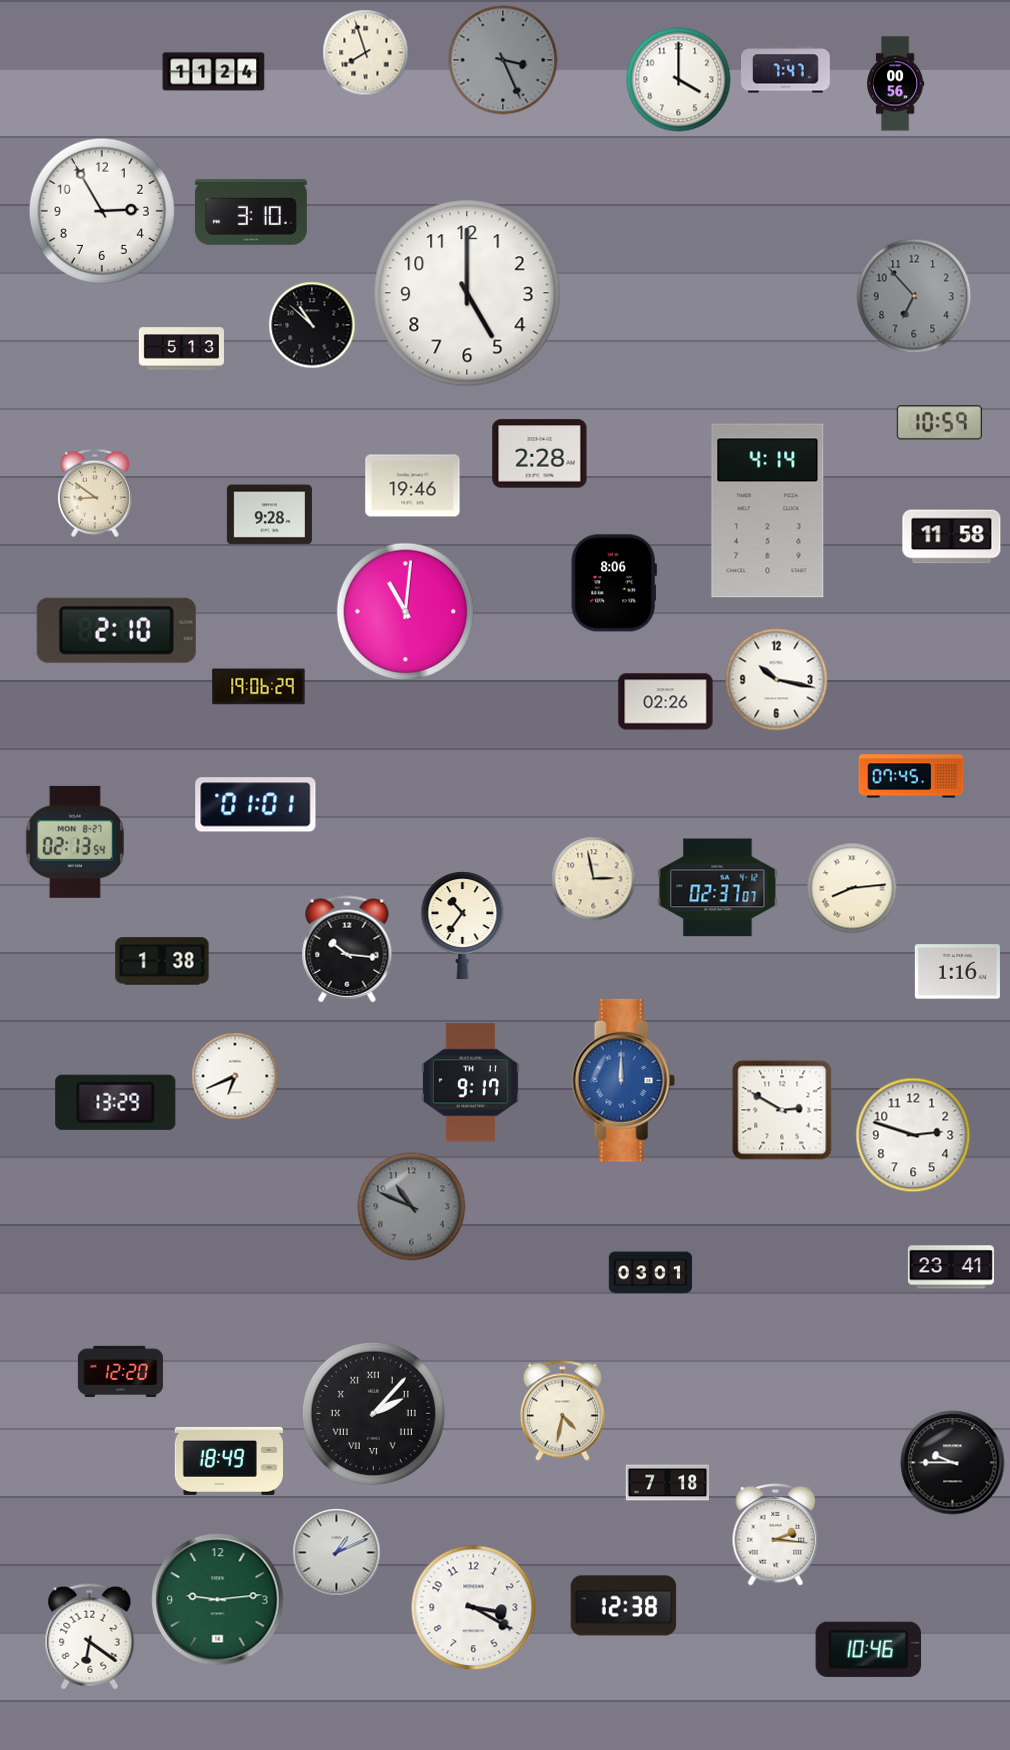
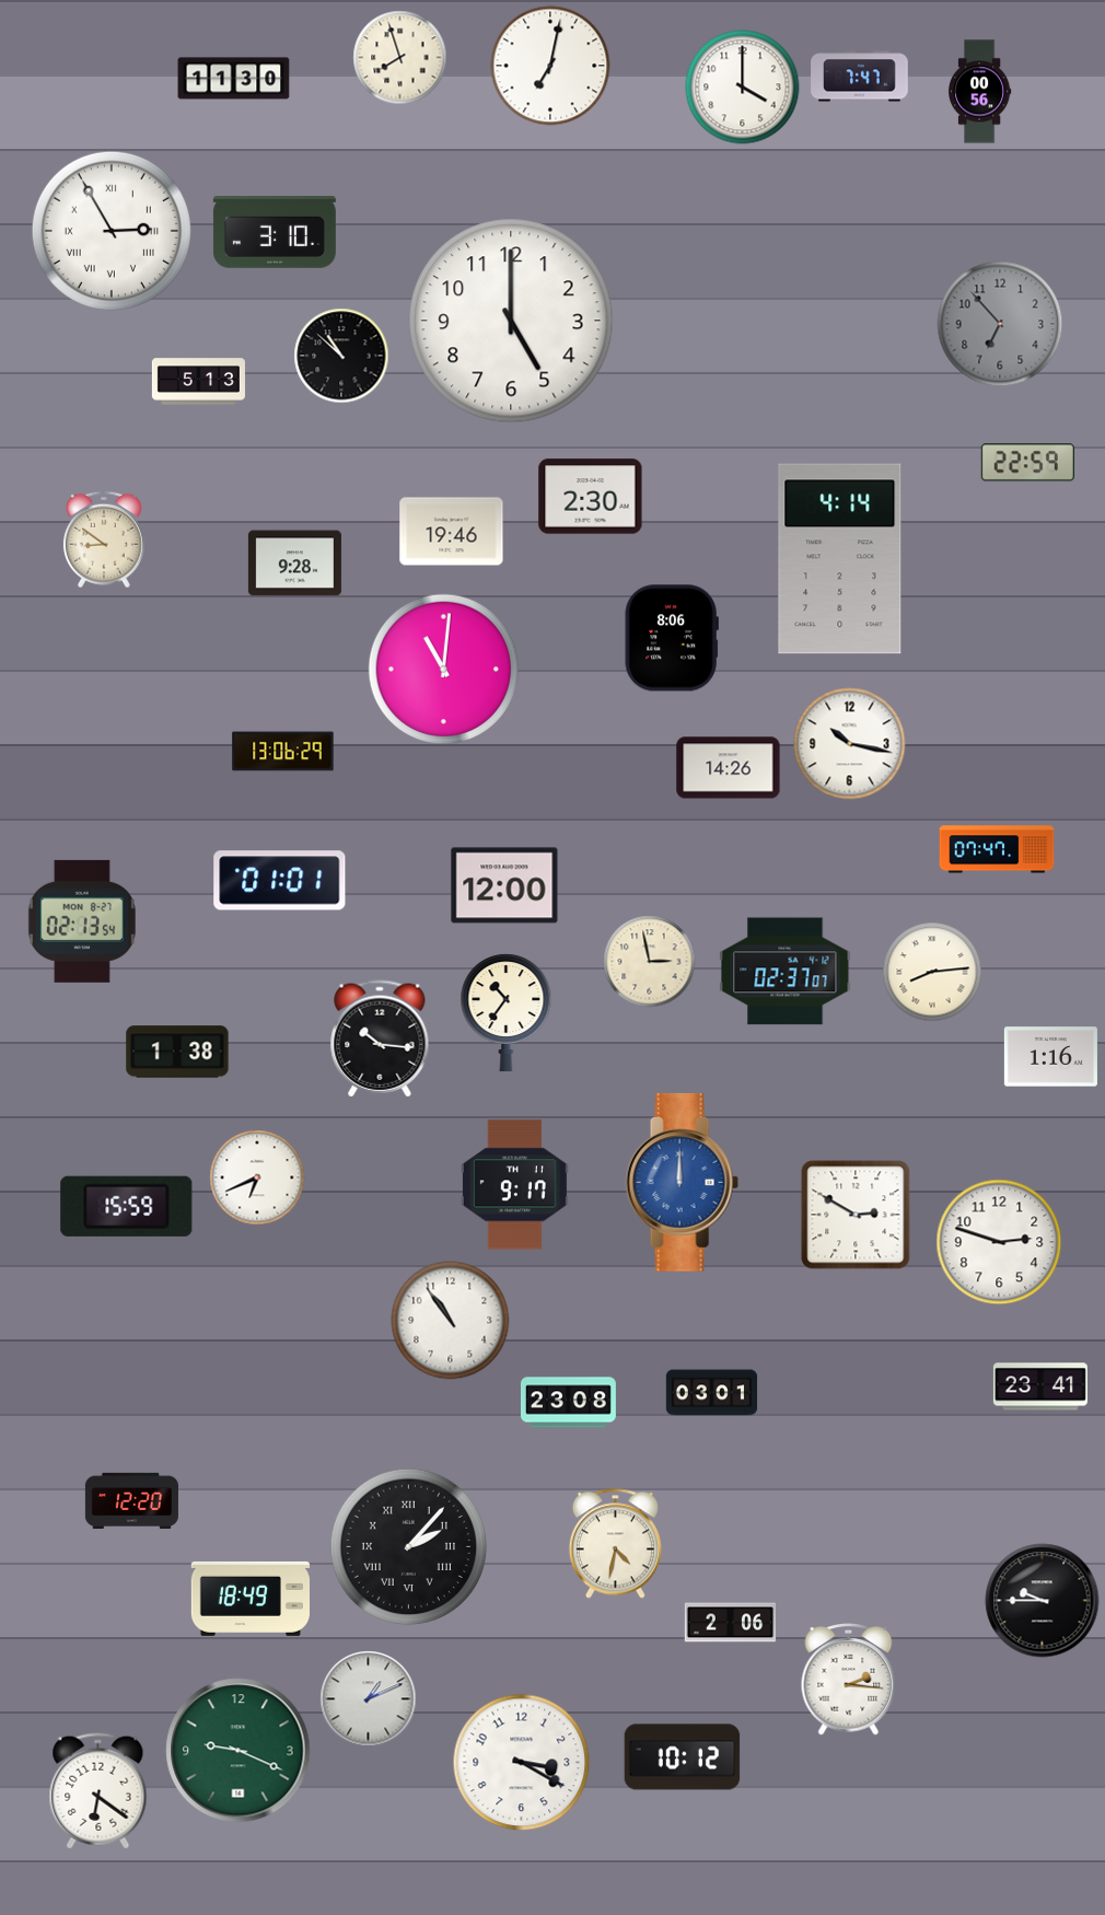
clock at (503, 60): 3:26 -> 7:02
clock at (503, 60) dial: grey -> white
clock at (214, 72): 11:24 -> 11:30
clock at (102, 211) numerals: Arabic -> Roman
clock at (939, 423): 10:59 -> 22:59
clock at (540, 454): 2:28 -> 2:30
clock at (952, 537): 11:58 -> none
clock at (116, 630): 2:10 -> none
clock at (259, 687): 19:06 -> 13:06
clock at (666, 702): 02:26 -> 14:26
clock at (911, 776): 07:45 -> 07:47
clock at (504, 885): none -> 12:00
clock at (957, 972) position: (957, 972) -> (1050, 1057)
clock at (116, 1102): 13:29 -> 15:59
clock at (412, 1207): 10:49 -> 10:54
clock at (412, 1207) dial: grey -> white
clock at (568, 1403): none -> 23:08
clock at (668, 1483): 7:18 -> 2:06
clock at (218, 1600): 9:14 -> 9:19
clock at (624, 1606): 12:38 -> 10:12
clock at (474, 1608) position: (474, 1608) -> (522, 1763)
clock at (869, 1649): 10:46 -> none
